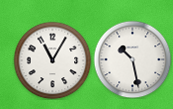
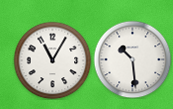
clock at (132, 59): 10:28 -> 10:29
